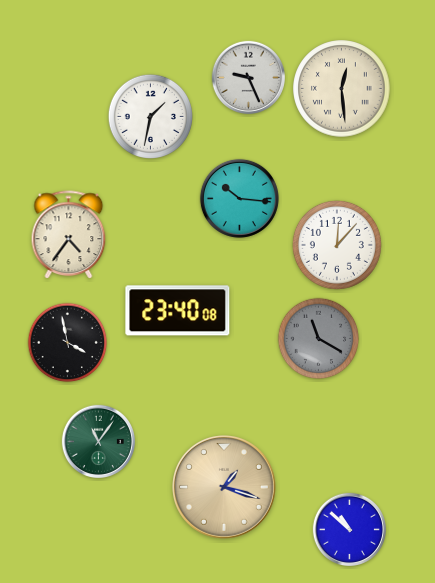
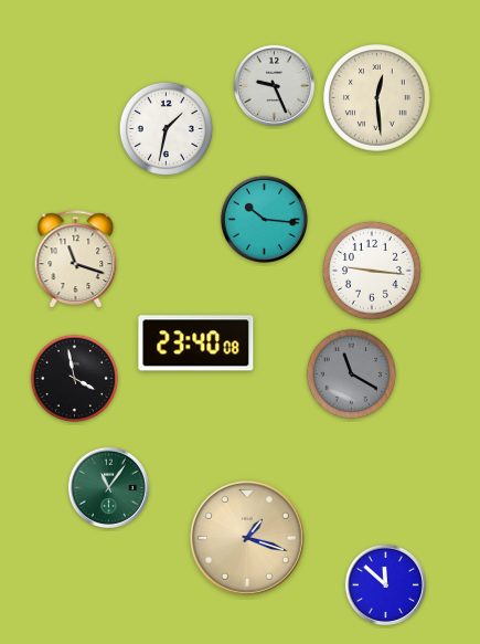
clock at (69, 234): 4:36 -> 11:18
clock at (337, 245): 12:07 -> 9:16
clock at (349, 529): 10:52 -> 11:52
